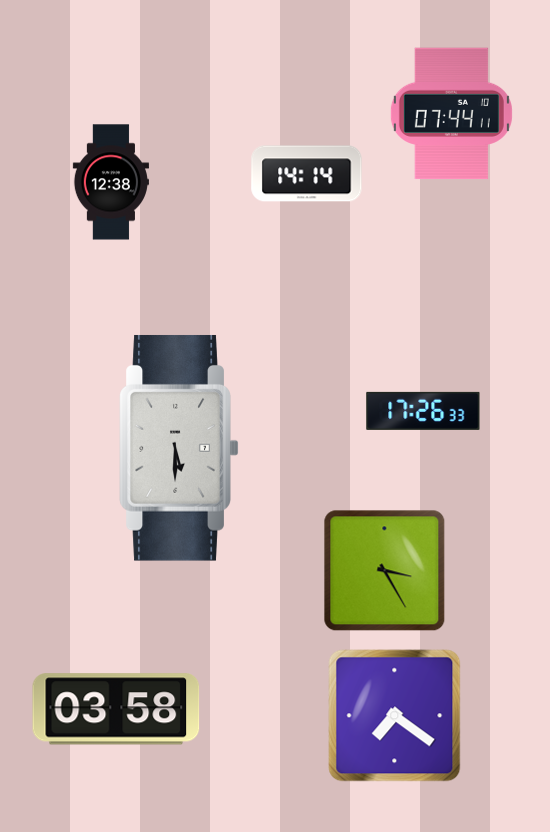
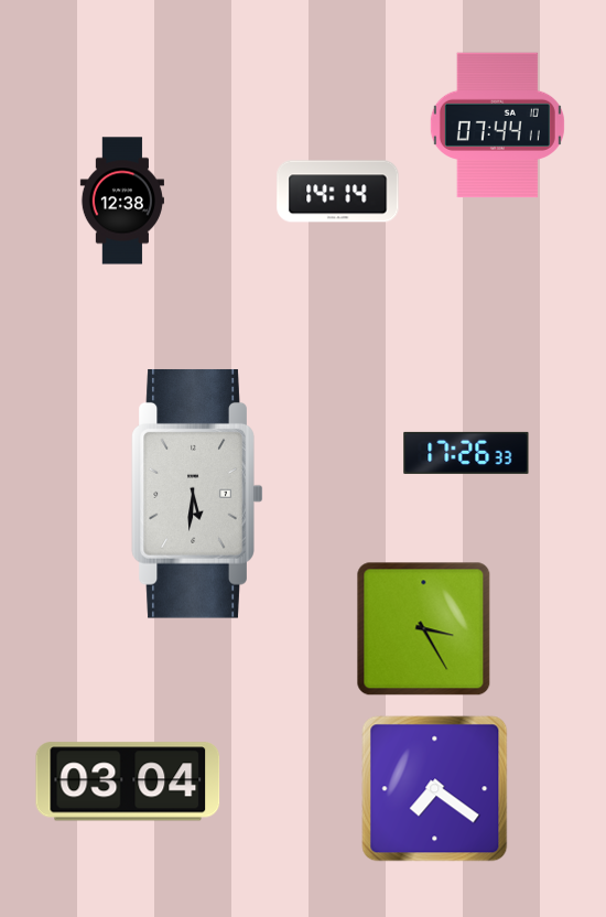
clock at (179, 448): 5:30 -> 5:31
clock at (116, 709): 03:58 -> 03:04
